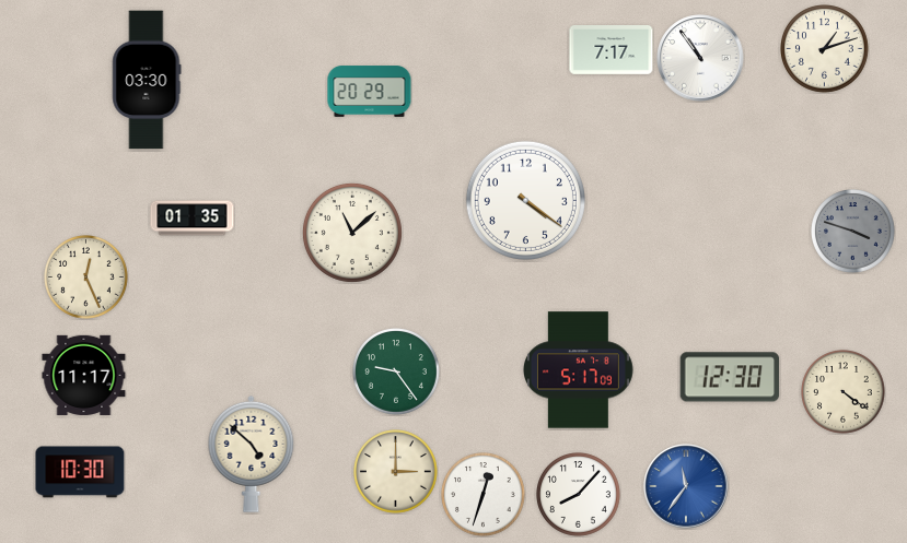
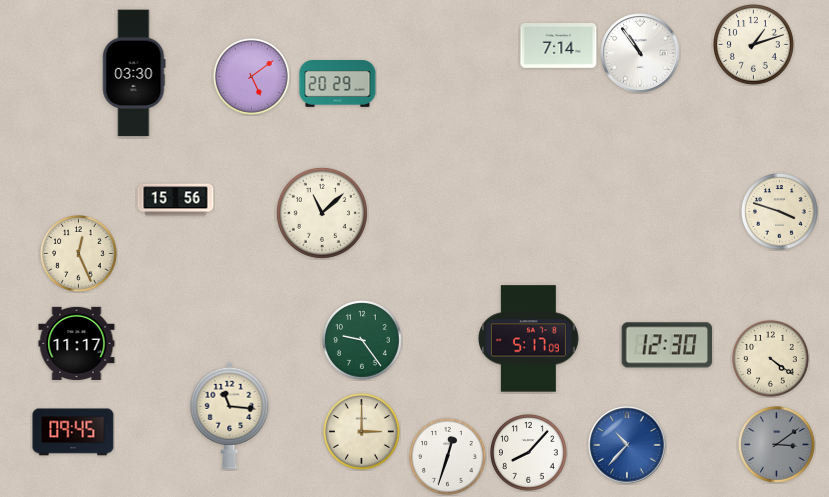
clock at (612, 50): 7:17 -> 7:14
clock at (252, 77): none -> 5:09
clock at (525, 200): 4:21 -> none
clock at (193, 219): 01:35 -> 15:56
clock at (853, 232) dial: grey -> cream
clock at (252, 453): 4:52 -> 11:16
clock at (80, 472): 10:30 -> 09:45
clock at (686, 486): 11:36 -> 10:37
clock at (777, 445): none -> 3:09
clock at (484, 495) position: (484, 495) -> (448, 457)
